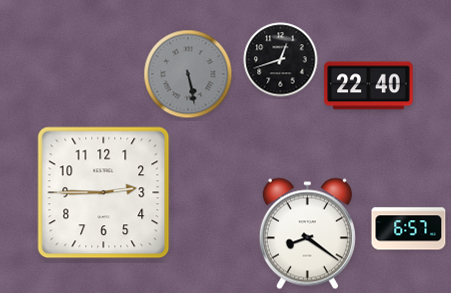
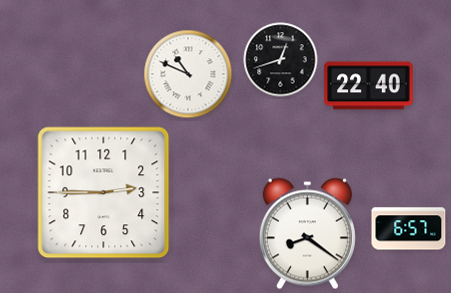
clock at (188, 74): 5:28 -> 10:49
clock at (188, 74) dial: grey -> white
